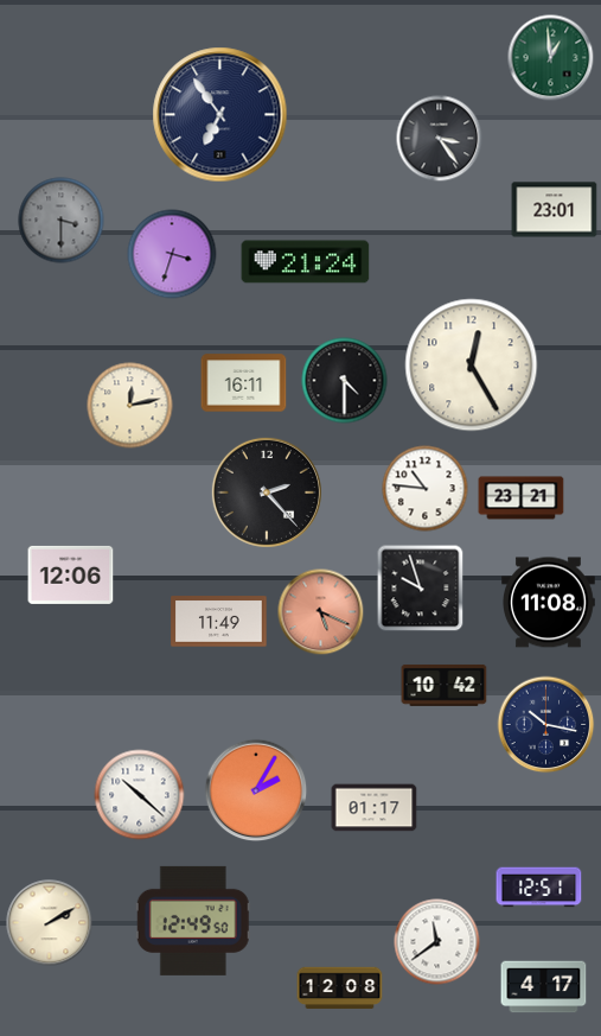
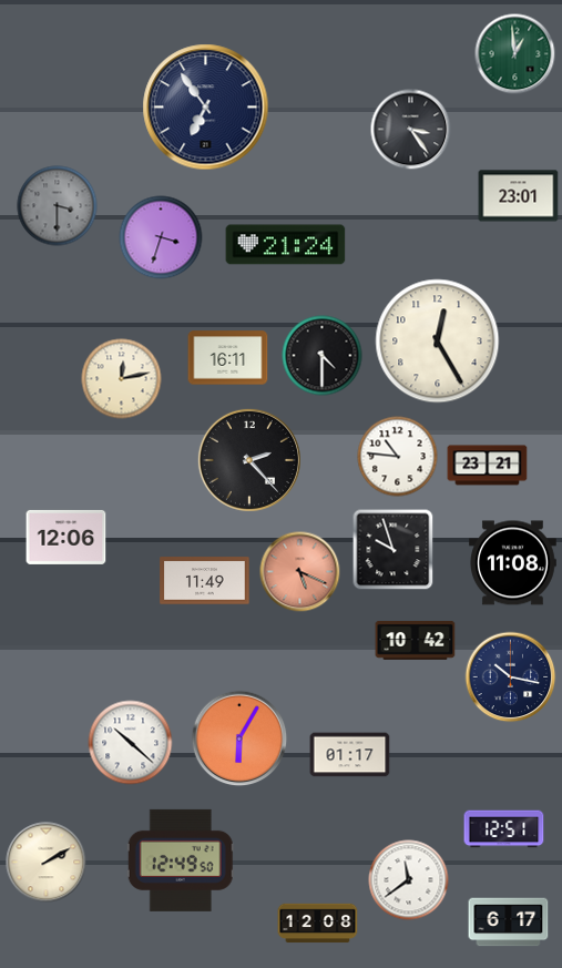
clock at (472, 366) position: (472, 366) -> (438, 342)
clock at (256, 790): 2:05 -> 6:05
clock at (544, 987): 4:17 -> 6:17
